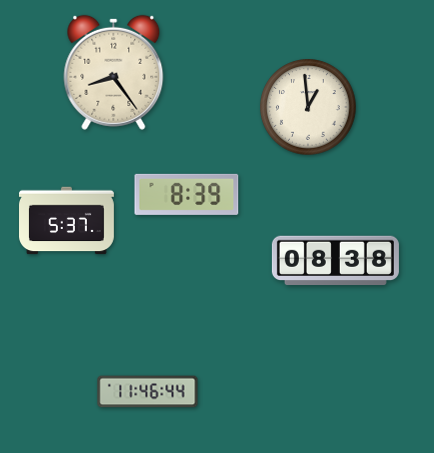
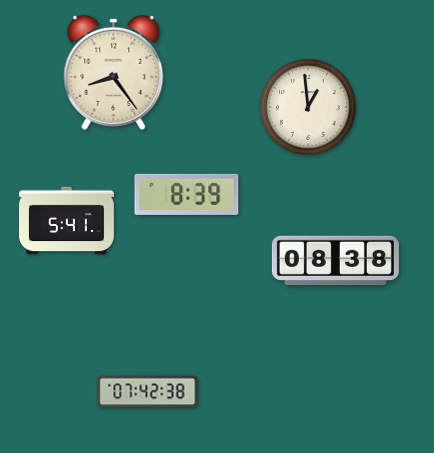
clock at (67, 221): 5:37 -> 5:41
clock at (148, 392): 11:46 -> 07:42
